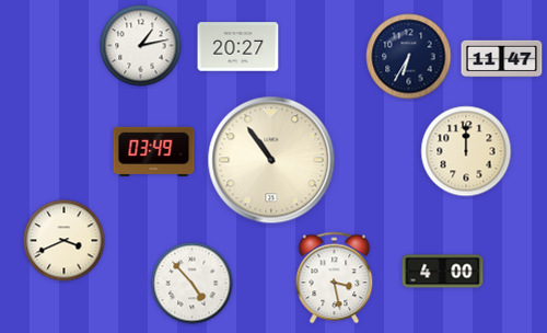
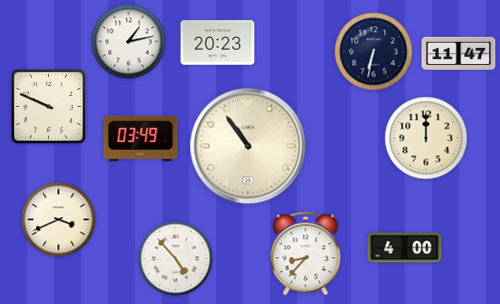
clock at (238, 47): 20:27 -> 20:23
clock at (409, 57): 6:35 -> 6:32
clock at (48, 106): none -> 9:49
clock at (335, 278): 3:28 -> 8:37
